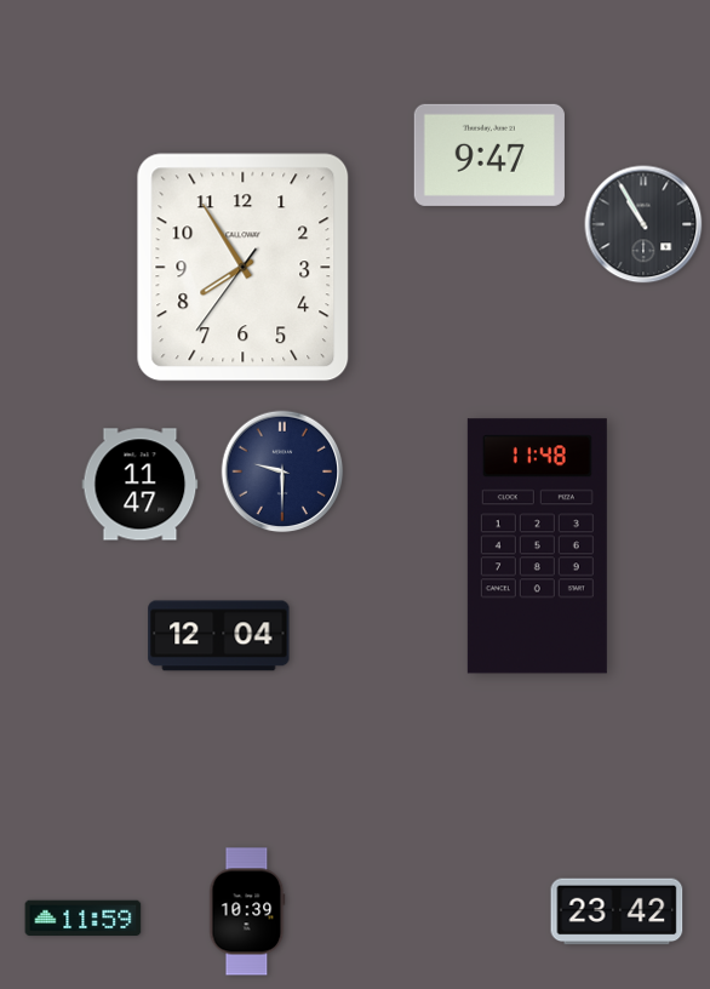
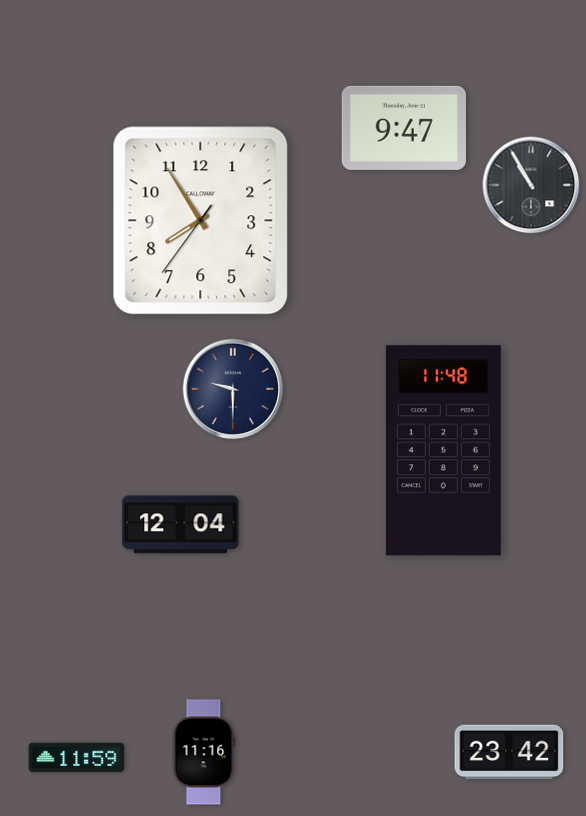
clock at (141, 485): 11:47 -> none
clock at (247, 911): 10:39 -> 11:16
clock at (84, 919) position: (84, 919) -> (77, 758)
